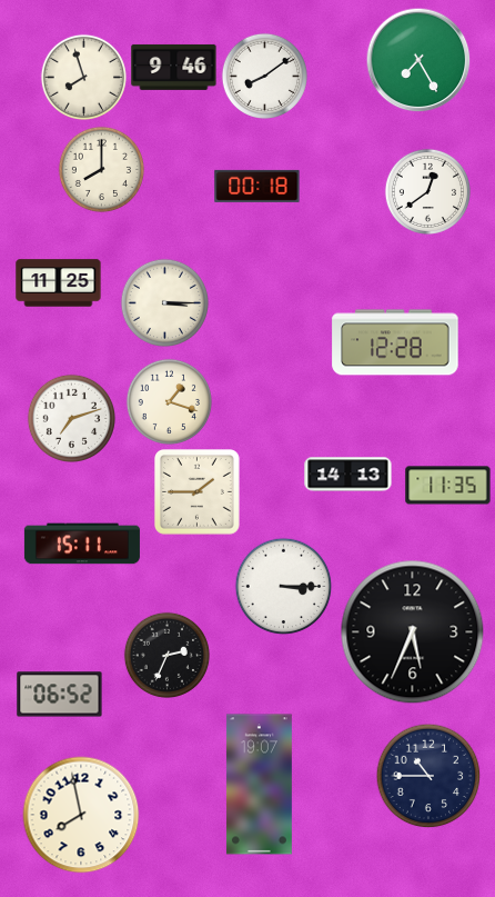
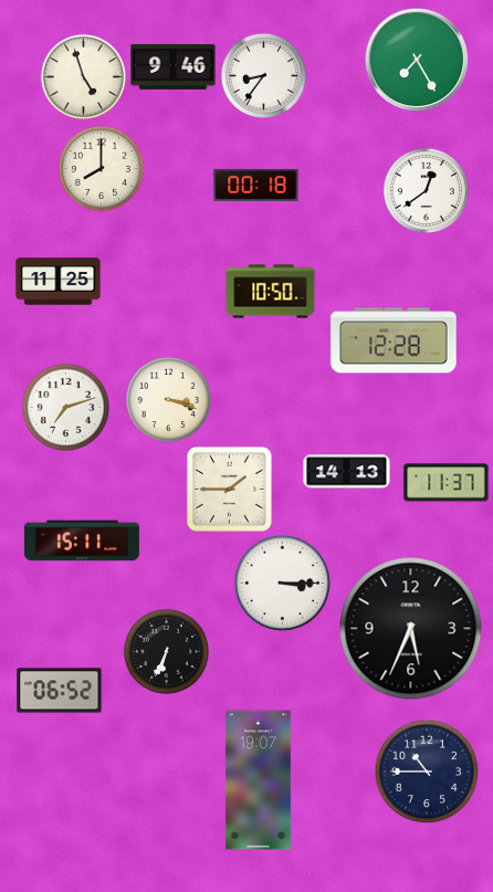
clock at (264, 76): 8:09 -> 8:36
clock at (83, 77): 7:57 -> 4:57
clock at (271, 292): none -> 10:50
clock at (164, 302): 3:15 -> none
clock at (169, 401): 1:18 -> 3:18
clock at (71, 418) position: (71, 418) -> (65, 407)
clock at (448, 486): 11:35 -> 11:37
clock at (198, 492) position: (198, 492) -> (230, 490)
clock at (166, 655): 2:34 -> 6:34
clock at (81, 815): 7:58 -> none
